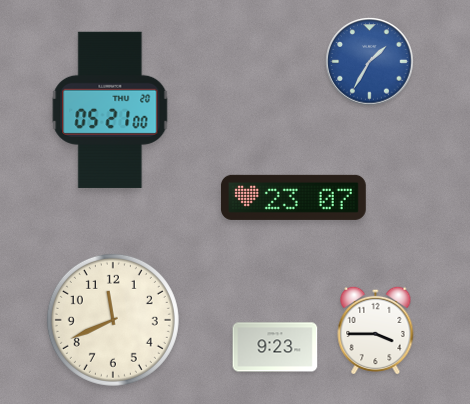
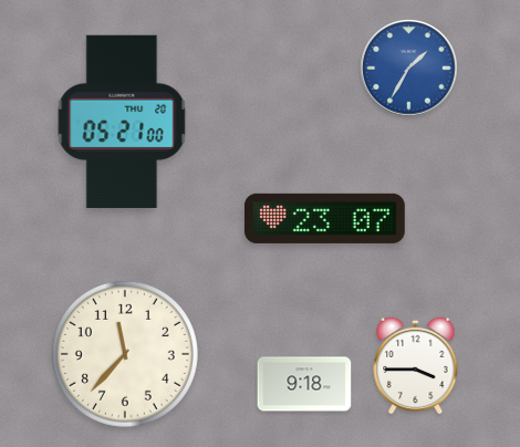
clock at (113, 320): 11:41 -> 11:37
clock at (275, 347): 9:23 -> 9:18
